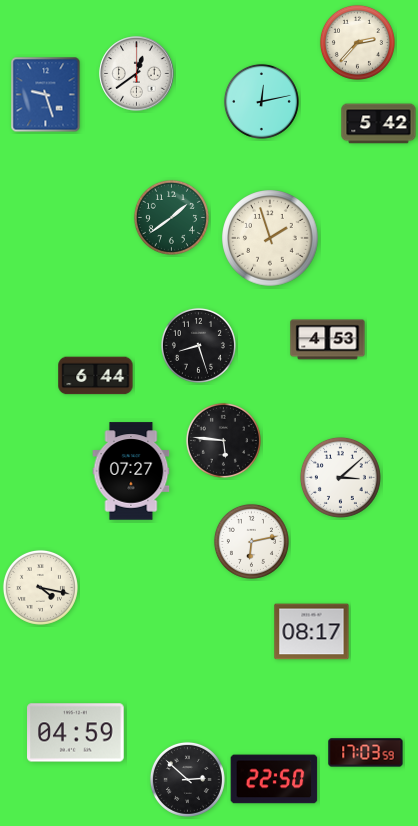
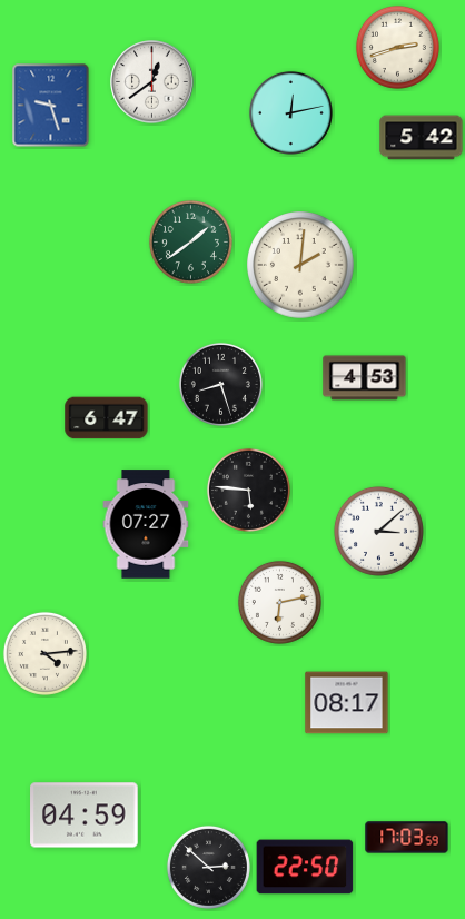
clock at (357, 42): 2:37 -> 2:42
clock at (270, 238): 1:57 -> 2:01
clock at (96, 376): 6:44 -> 6:47
clock at (40, 587): 4:17 -> 4:14
